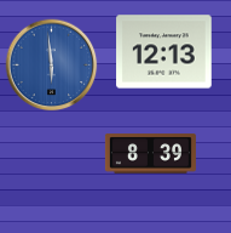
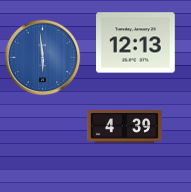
clock at (52, 66) position: (52, 66) -> (43, 58)
clock at (150, 154): 8:39 -> 4:39
